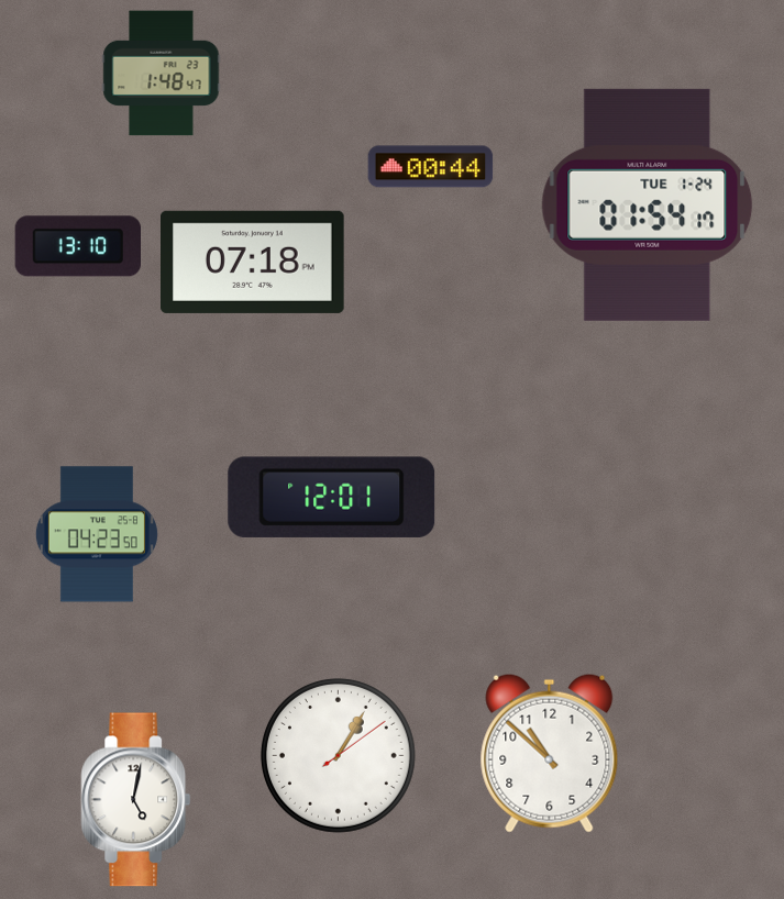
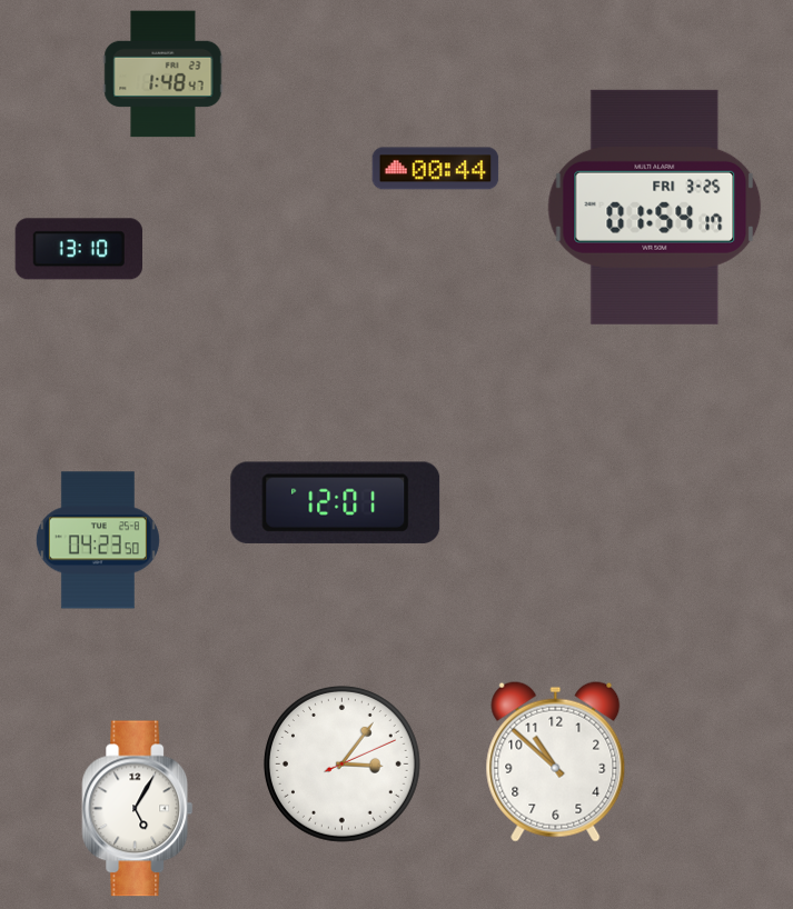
clock at (648, 204) date: TUE 1-24 -> FRI 3-25
clock at (253, 262): 07:18 -> none
clock at (338, 755): 1:05 -> 3:06
clock at (136, 800): 5:02 -> 5:05
